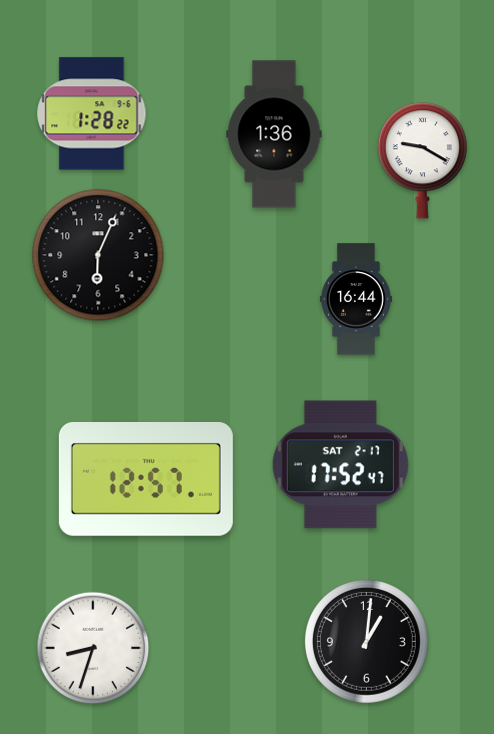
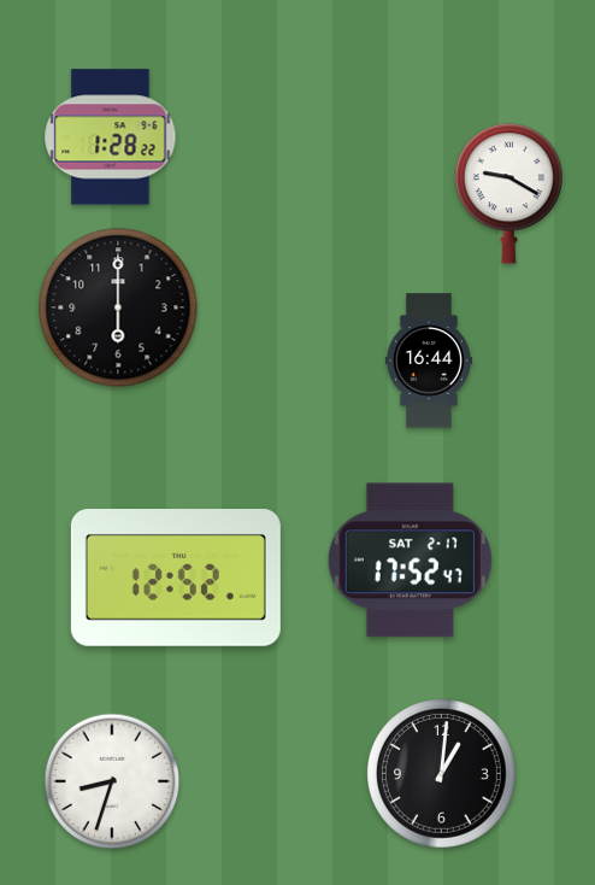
clock at (274, 134): 1:36 -> none
clock at (98, 255): 6:04 -> 6:00
clock at (146, 480): 12:57 -> 12:52
